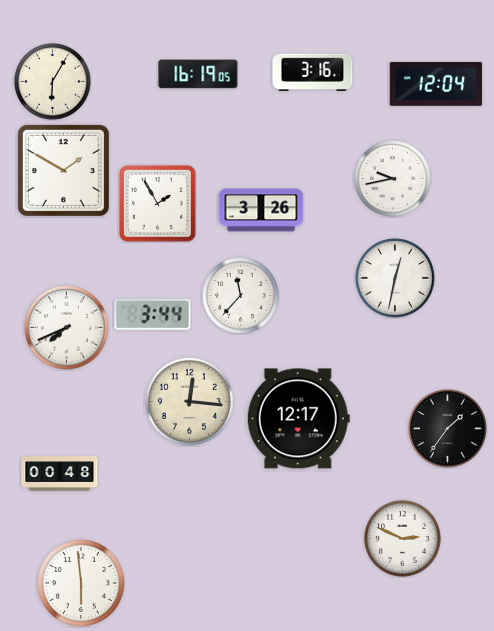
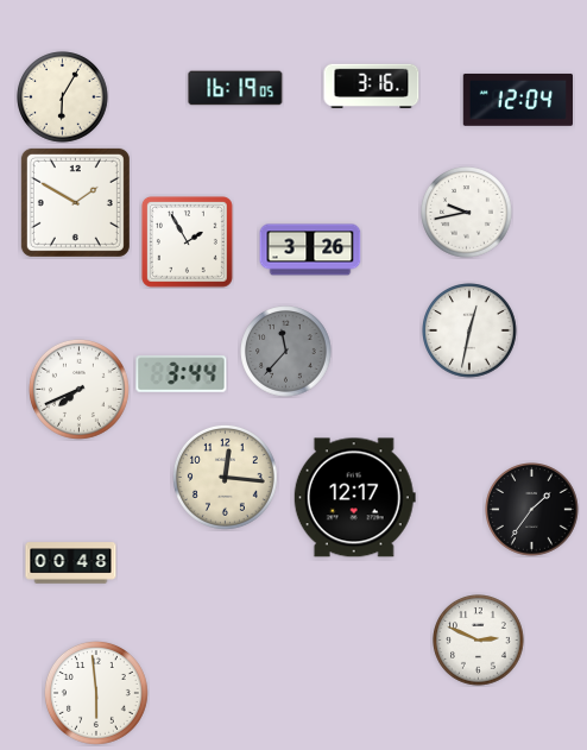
clock at (241, 296) dial: white -> grey
